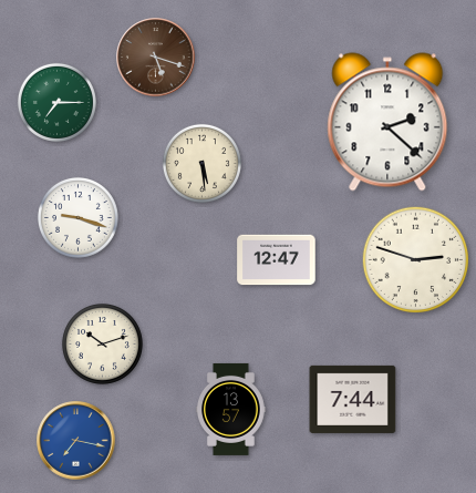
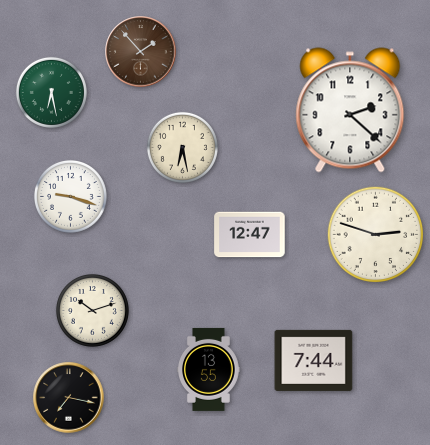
clock at (156, 58): 5:18 -> 1:53
clock at (56, 102): 7:15 -> 6:28
clock at (201, 163): 5:29 -> 6:28
clock at (353, 399) position: (353, 399) -> (314, 360)
clock at (231, 409): 13:57 -> 13:55
clock at (76, 441) dial: blue -> black
